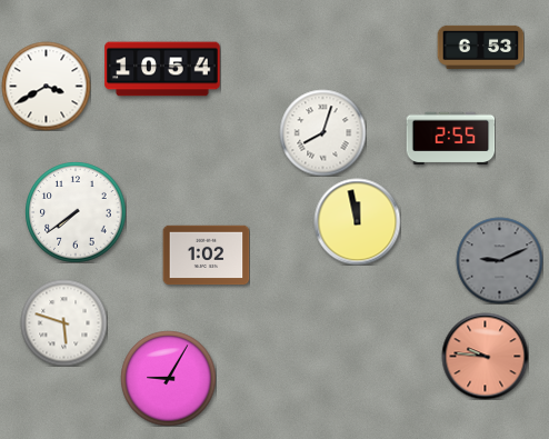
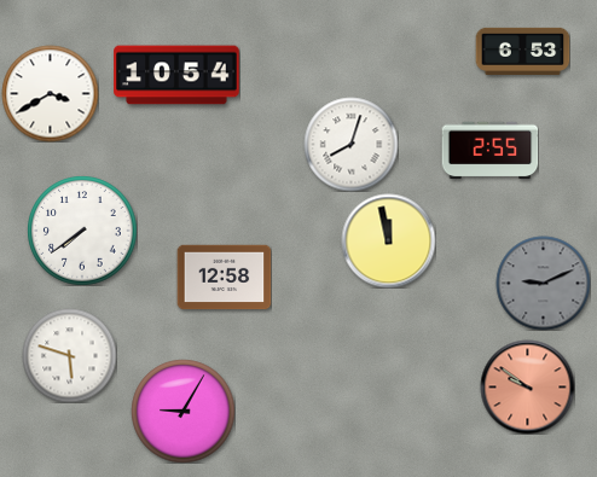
clock at (206, 256): 1:02 -> 12:58
clock at (63, 322) position: (63, 322) -> (69, 355)
clock at (485, 356): 9:46 -> 9:51
